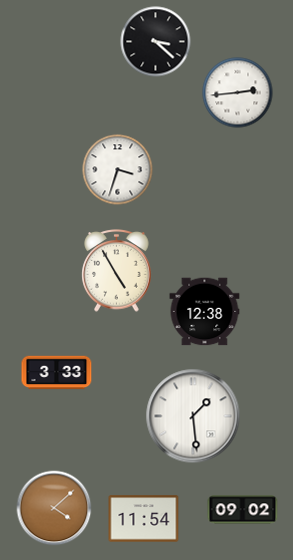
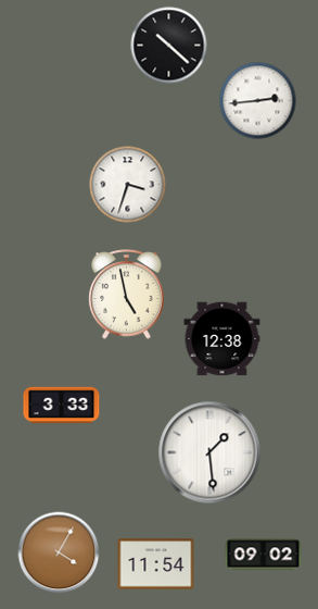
clock at (156, 42): 3:22 -> 10:22
clock at (117, 271): 4:55 -> 4:58
clock at (54, 508): 4:08 -> 4:05
